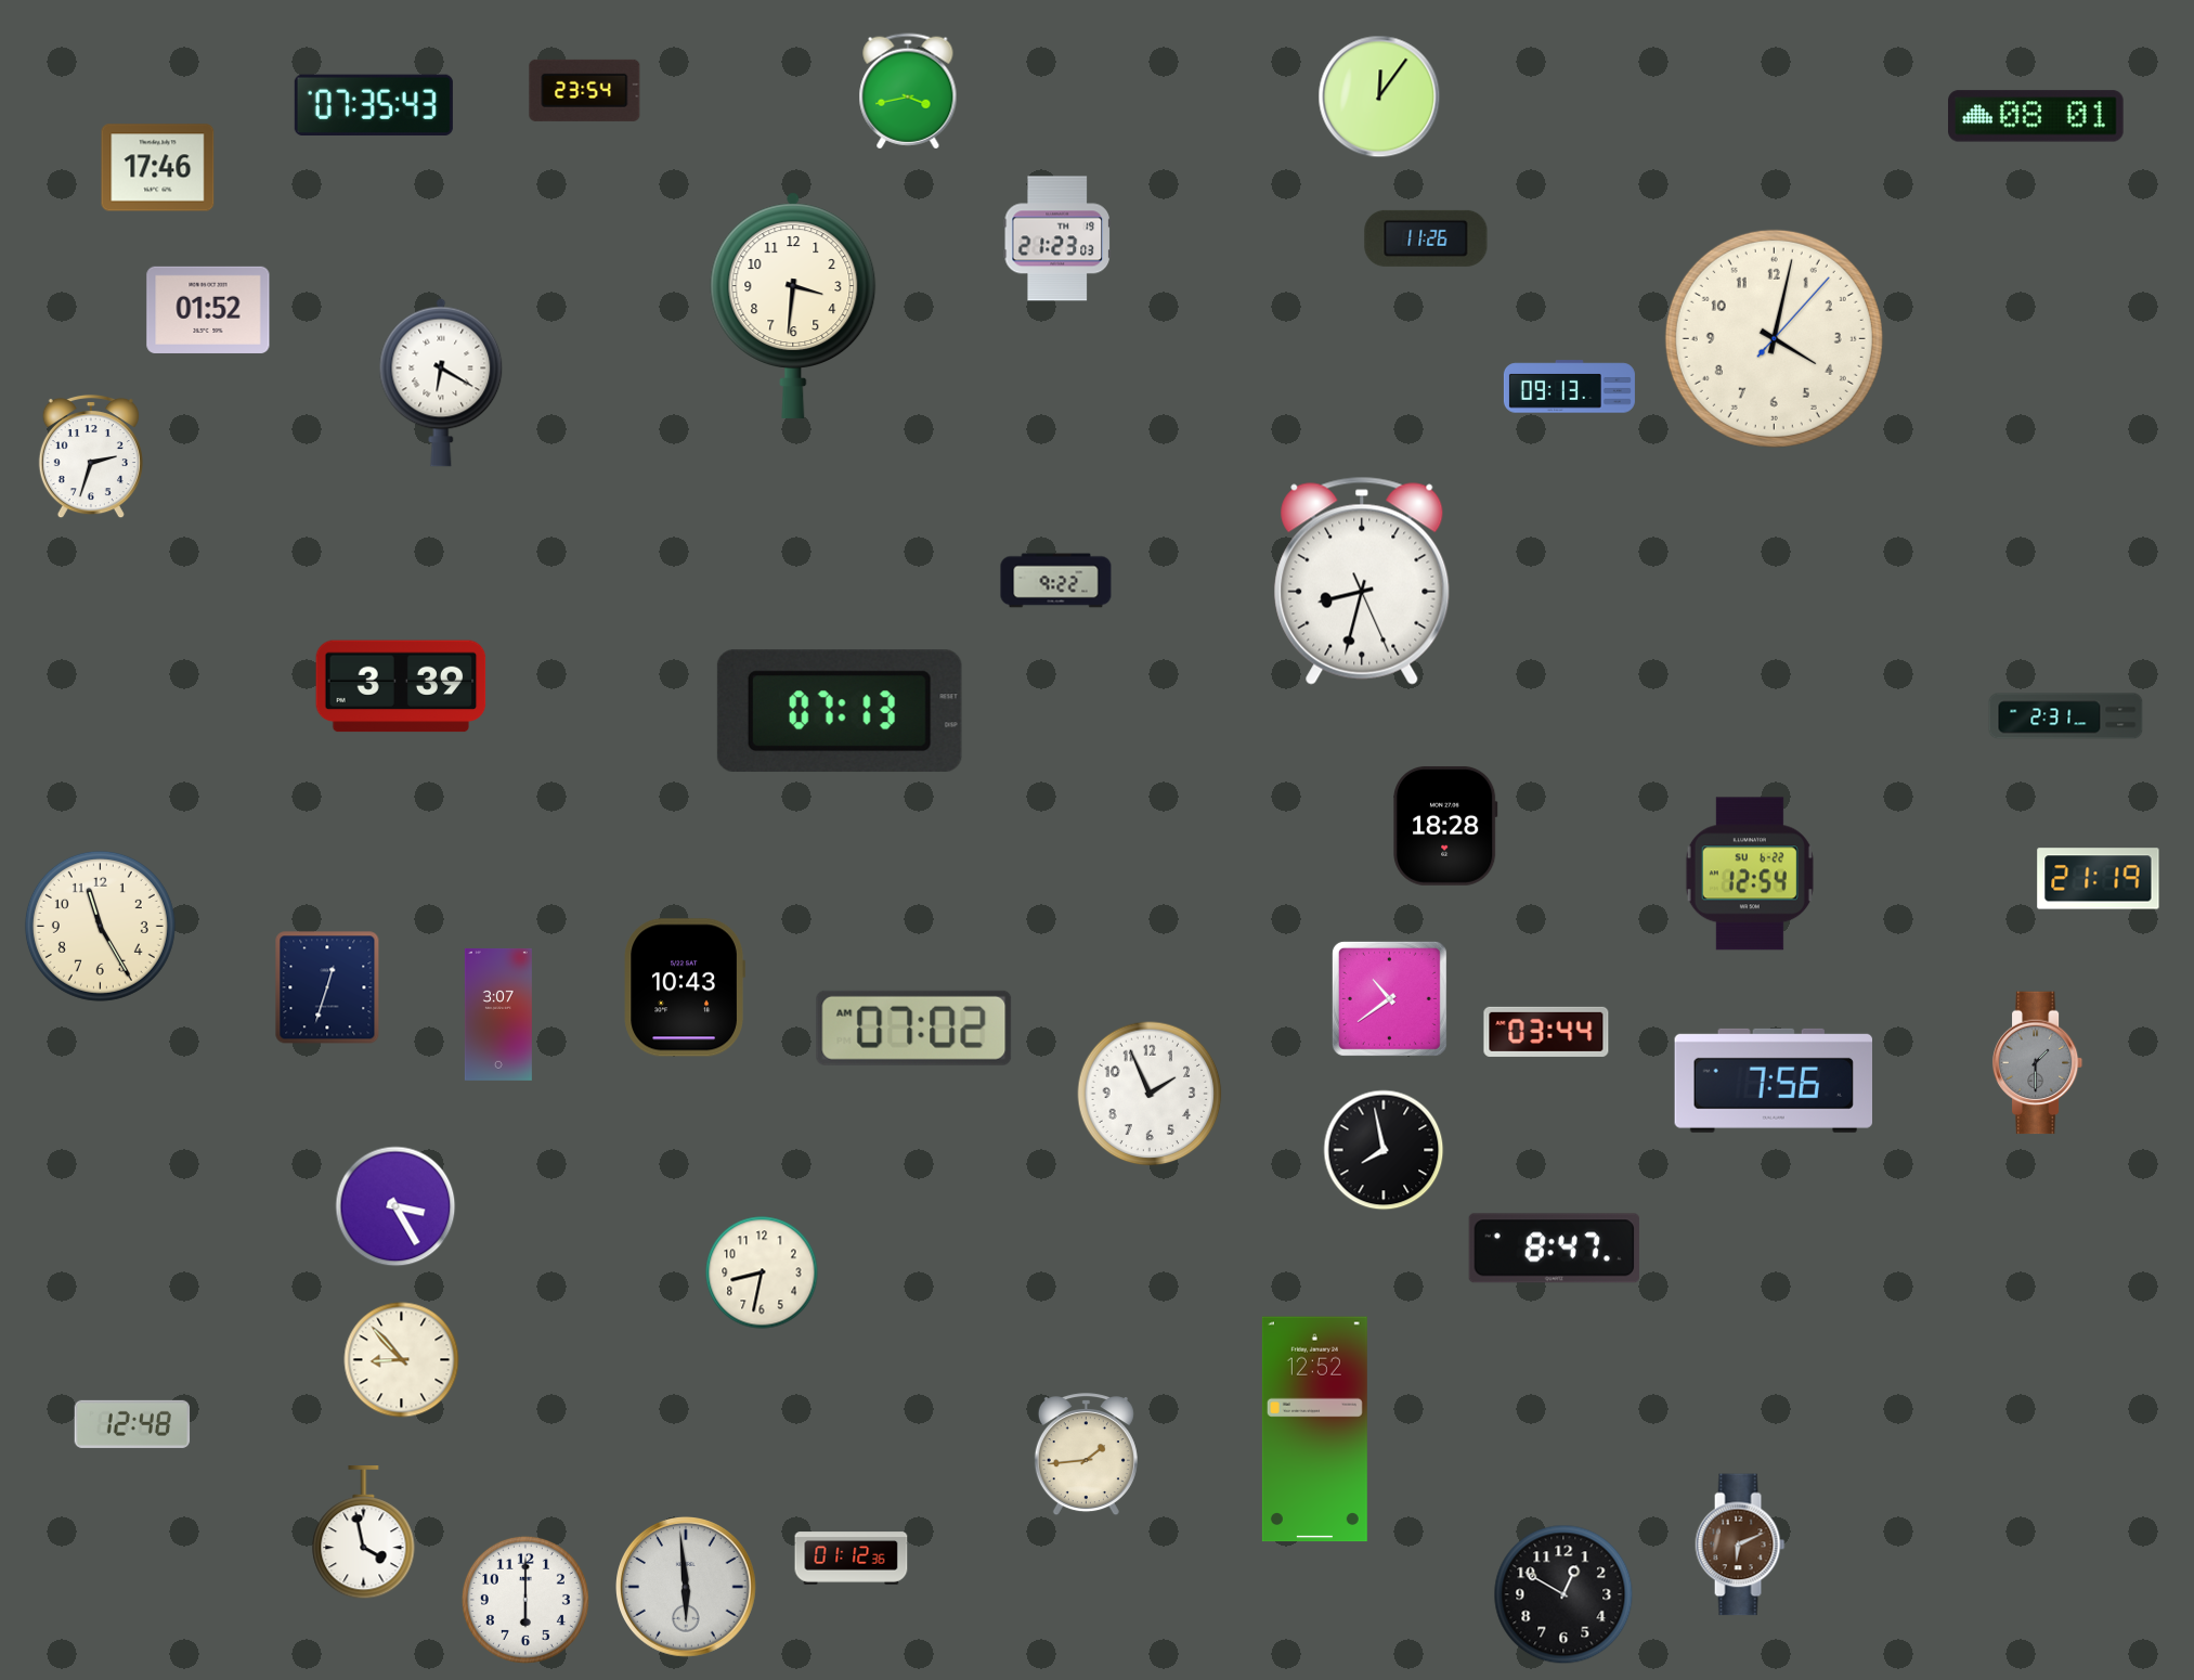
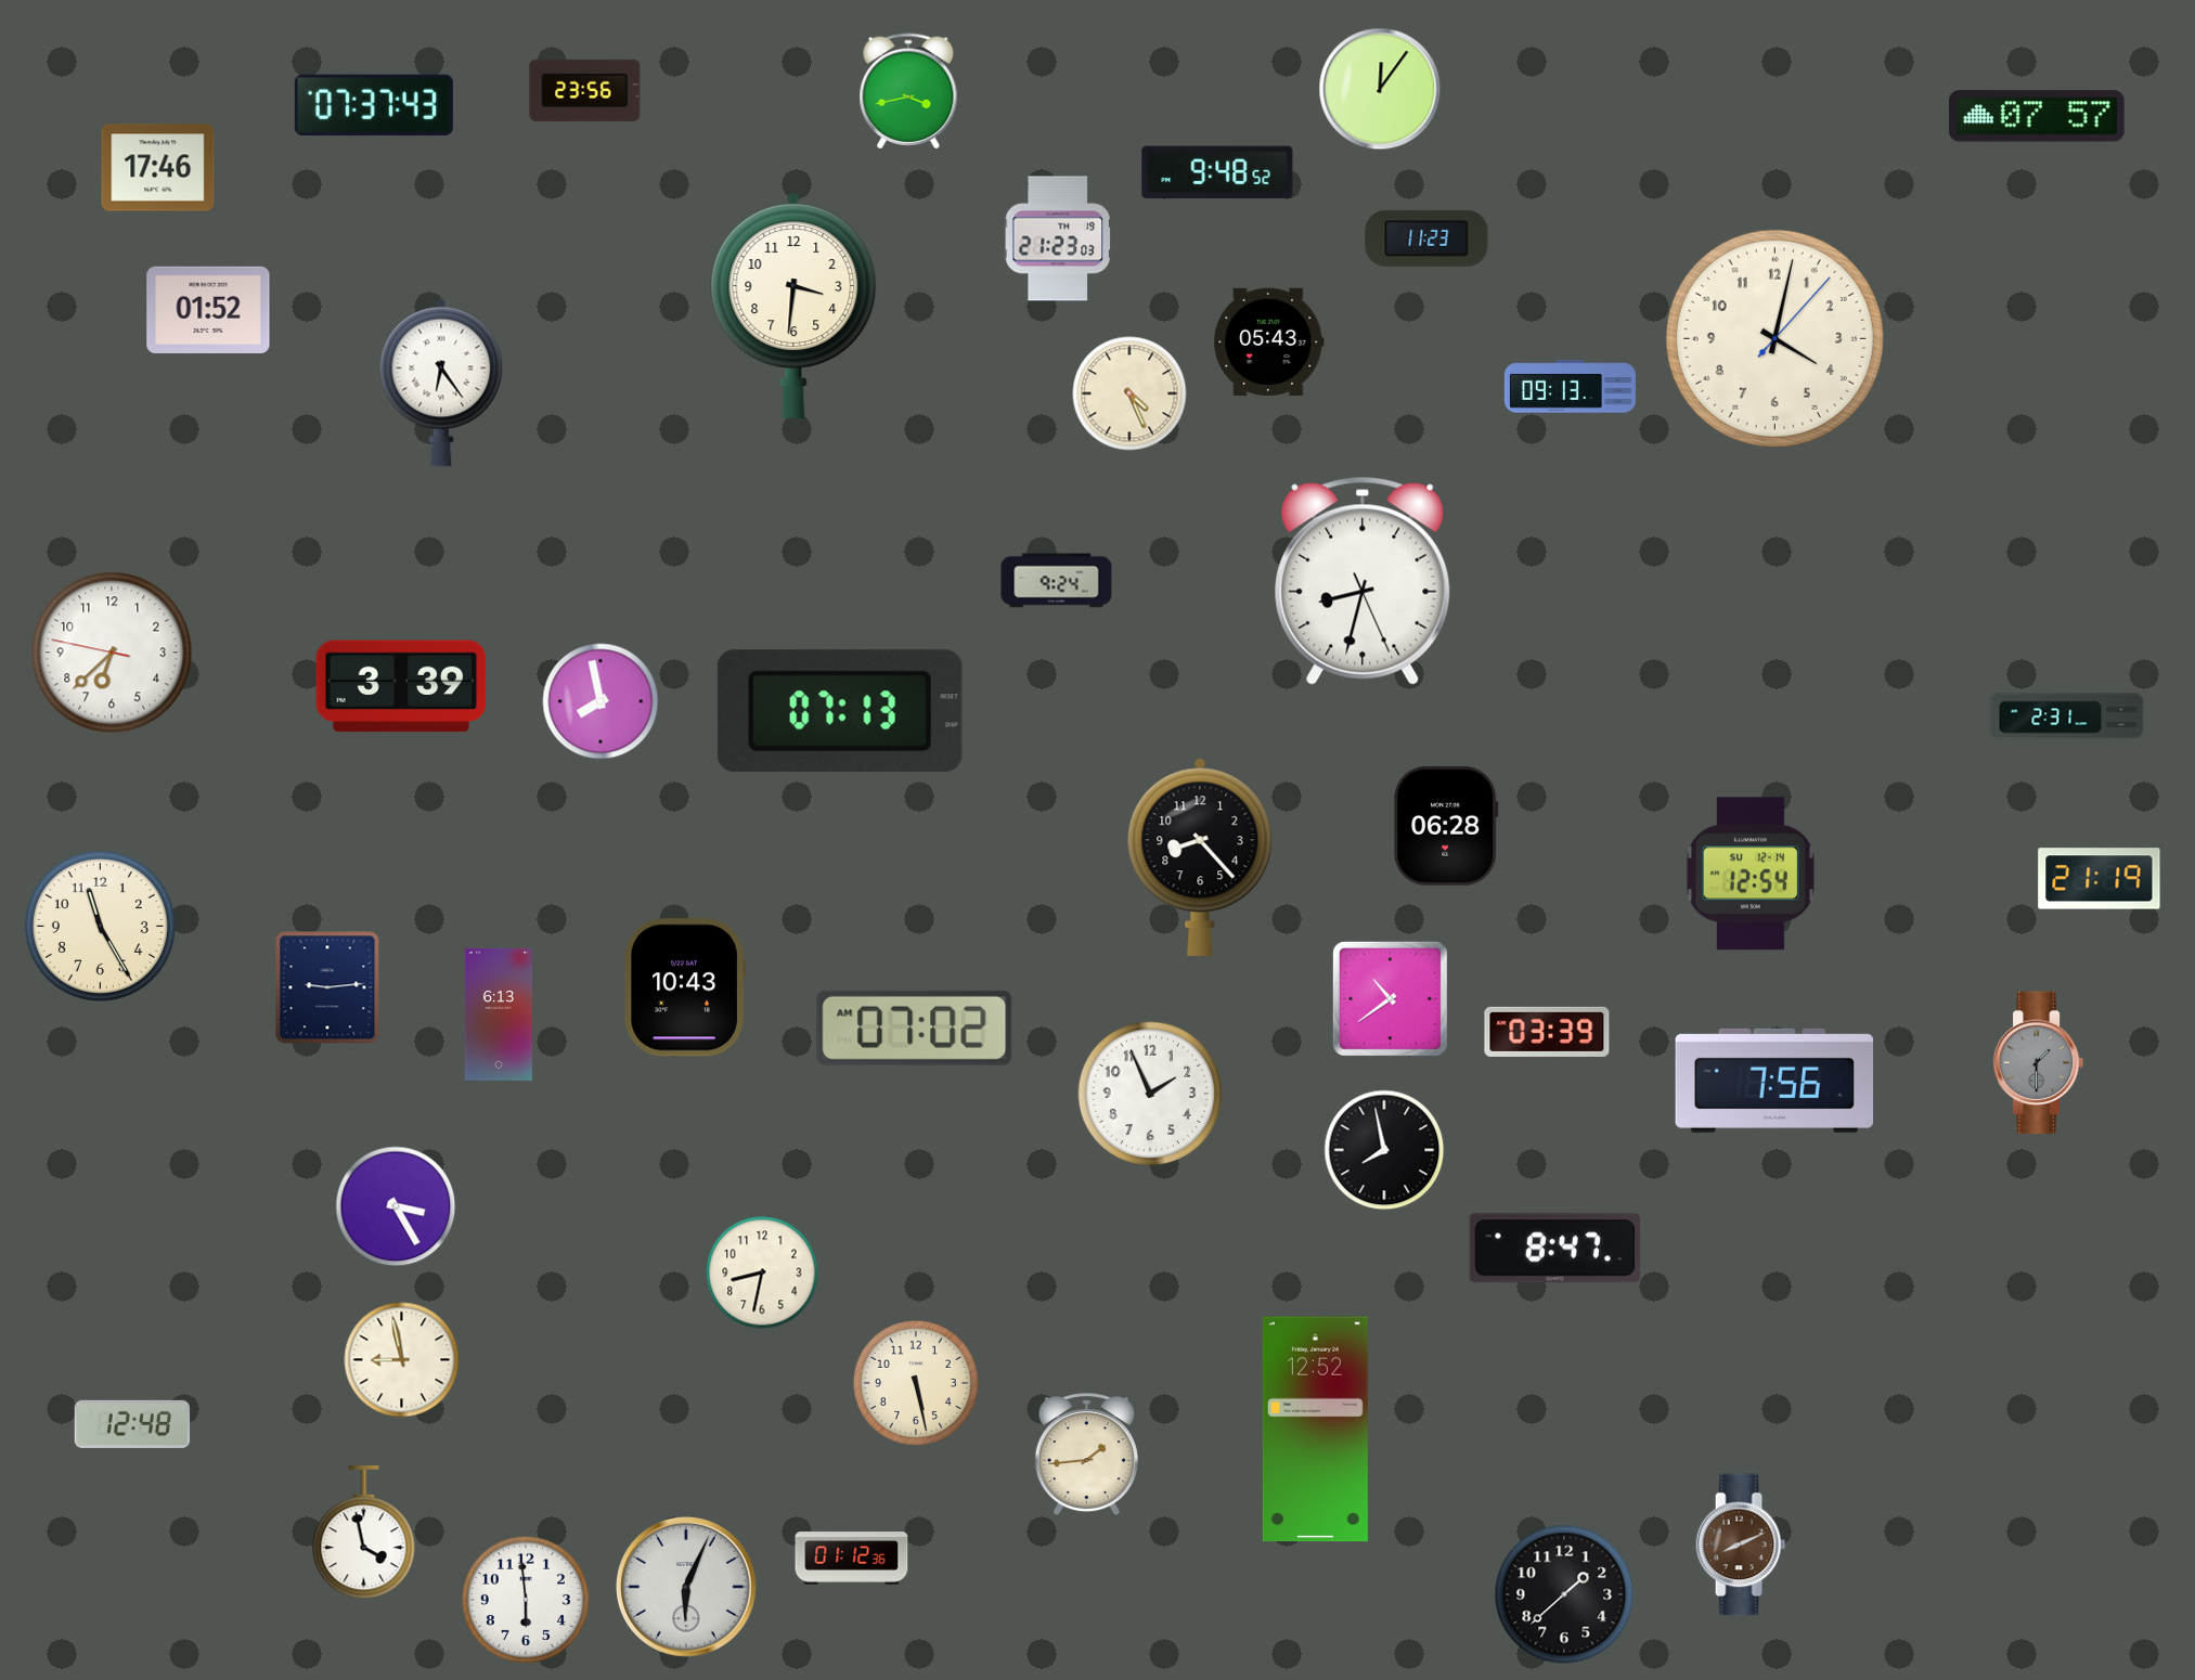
clock at (585, 90): 23:54 -> 23:56
clock at (1379, 96) position: (1379, 96) -> (1380, 89)
clock at (374, 105): 07:35 -> 07:37
clock at (2037, 116): 08:01 -> 07:57
clock at (1217, 172): none -> 9:48
clock at (1426, 238): 11:26 -> 11:23
clock at (1269, 341): none -> 05:43
clock at (441, 383): 6:20 -> 6:24
clock at (1129, 393): none -> 4:26
clock at (91, 456): 2:33 -> none
clock at (1056, 581): 9:22 -> 9:24
clock at (112, 652): none -> 6:37
clock at (601, 701): none -> 7:58
clock at (1446, 826): 18:28 -> 06:28
clock at (1200, 856): none -> 8:23
clock at (1750, 874) date: SU 6-22 -> SU 12-14
clock at (327, 987): 12:33 -> 9:14
clock at (498, 1015): 3:07 -> 6:13
clock at (1546, 1032): 03:44 -> 03:39
clock at (402, 1360): 8:53 -> 8:58
clock at (916, 1383): none -> 5:28
clock at (1740, 1545): 6:11 -> 8:11
clock at (687, 1588): 5:59 -> 6:04
clock at (1563, 1594): 12:50 -> 1:38
clock at (525, 1600): 6:00 -> 5:59
